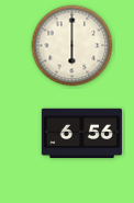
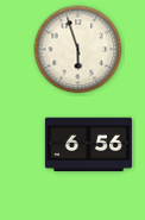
clock at (72, 46): 6:00 -> 5:57
